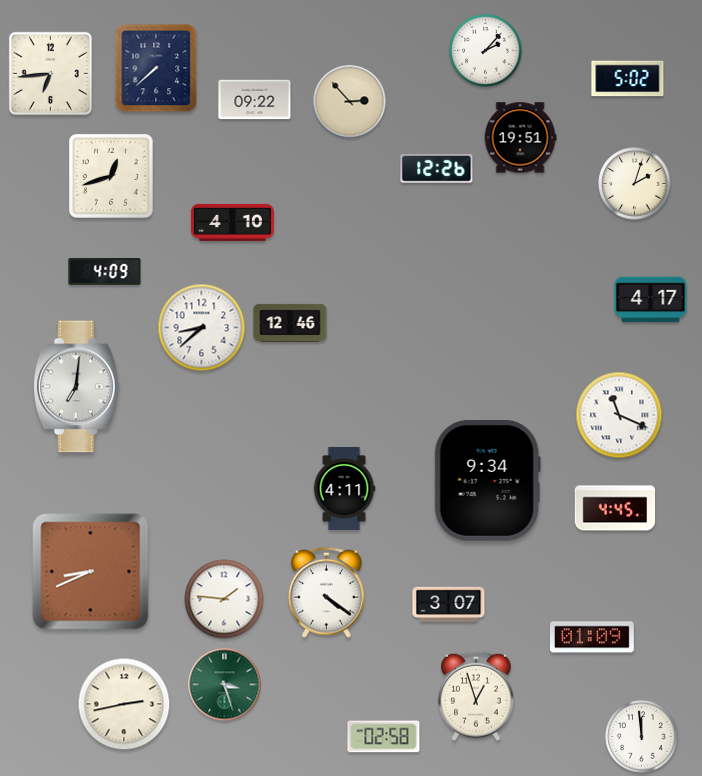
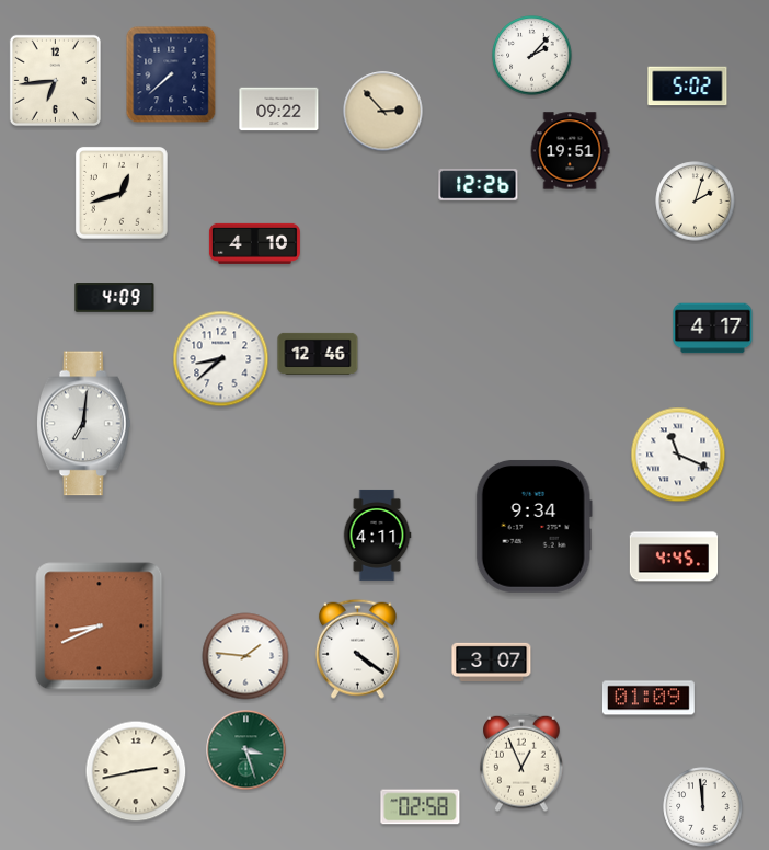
clock at (477, 696): 12:57 -> 12:56
